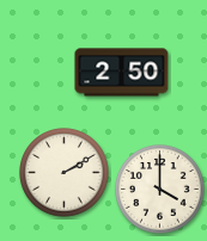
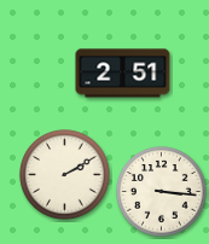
clock at (122, 73): 2:50 -> 2:51
clock at (160, 190): 4:00 -> 3:16
